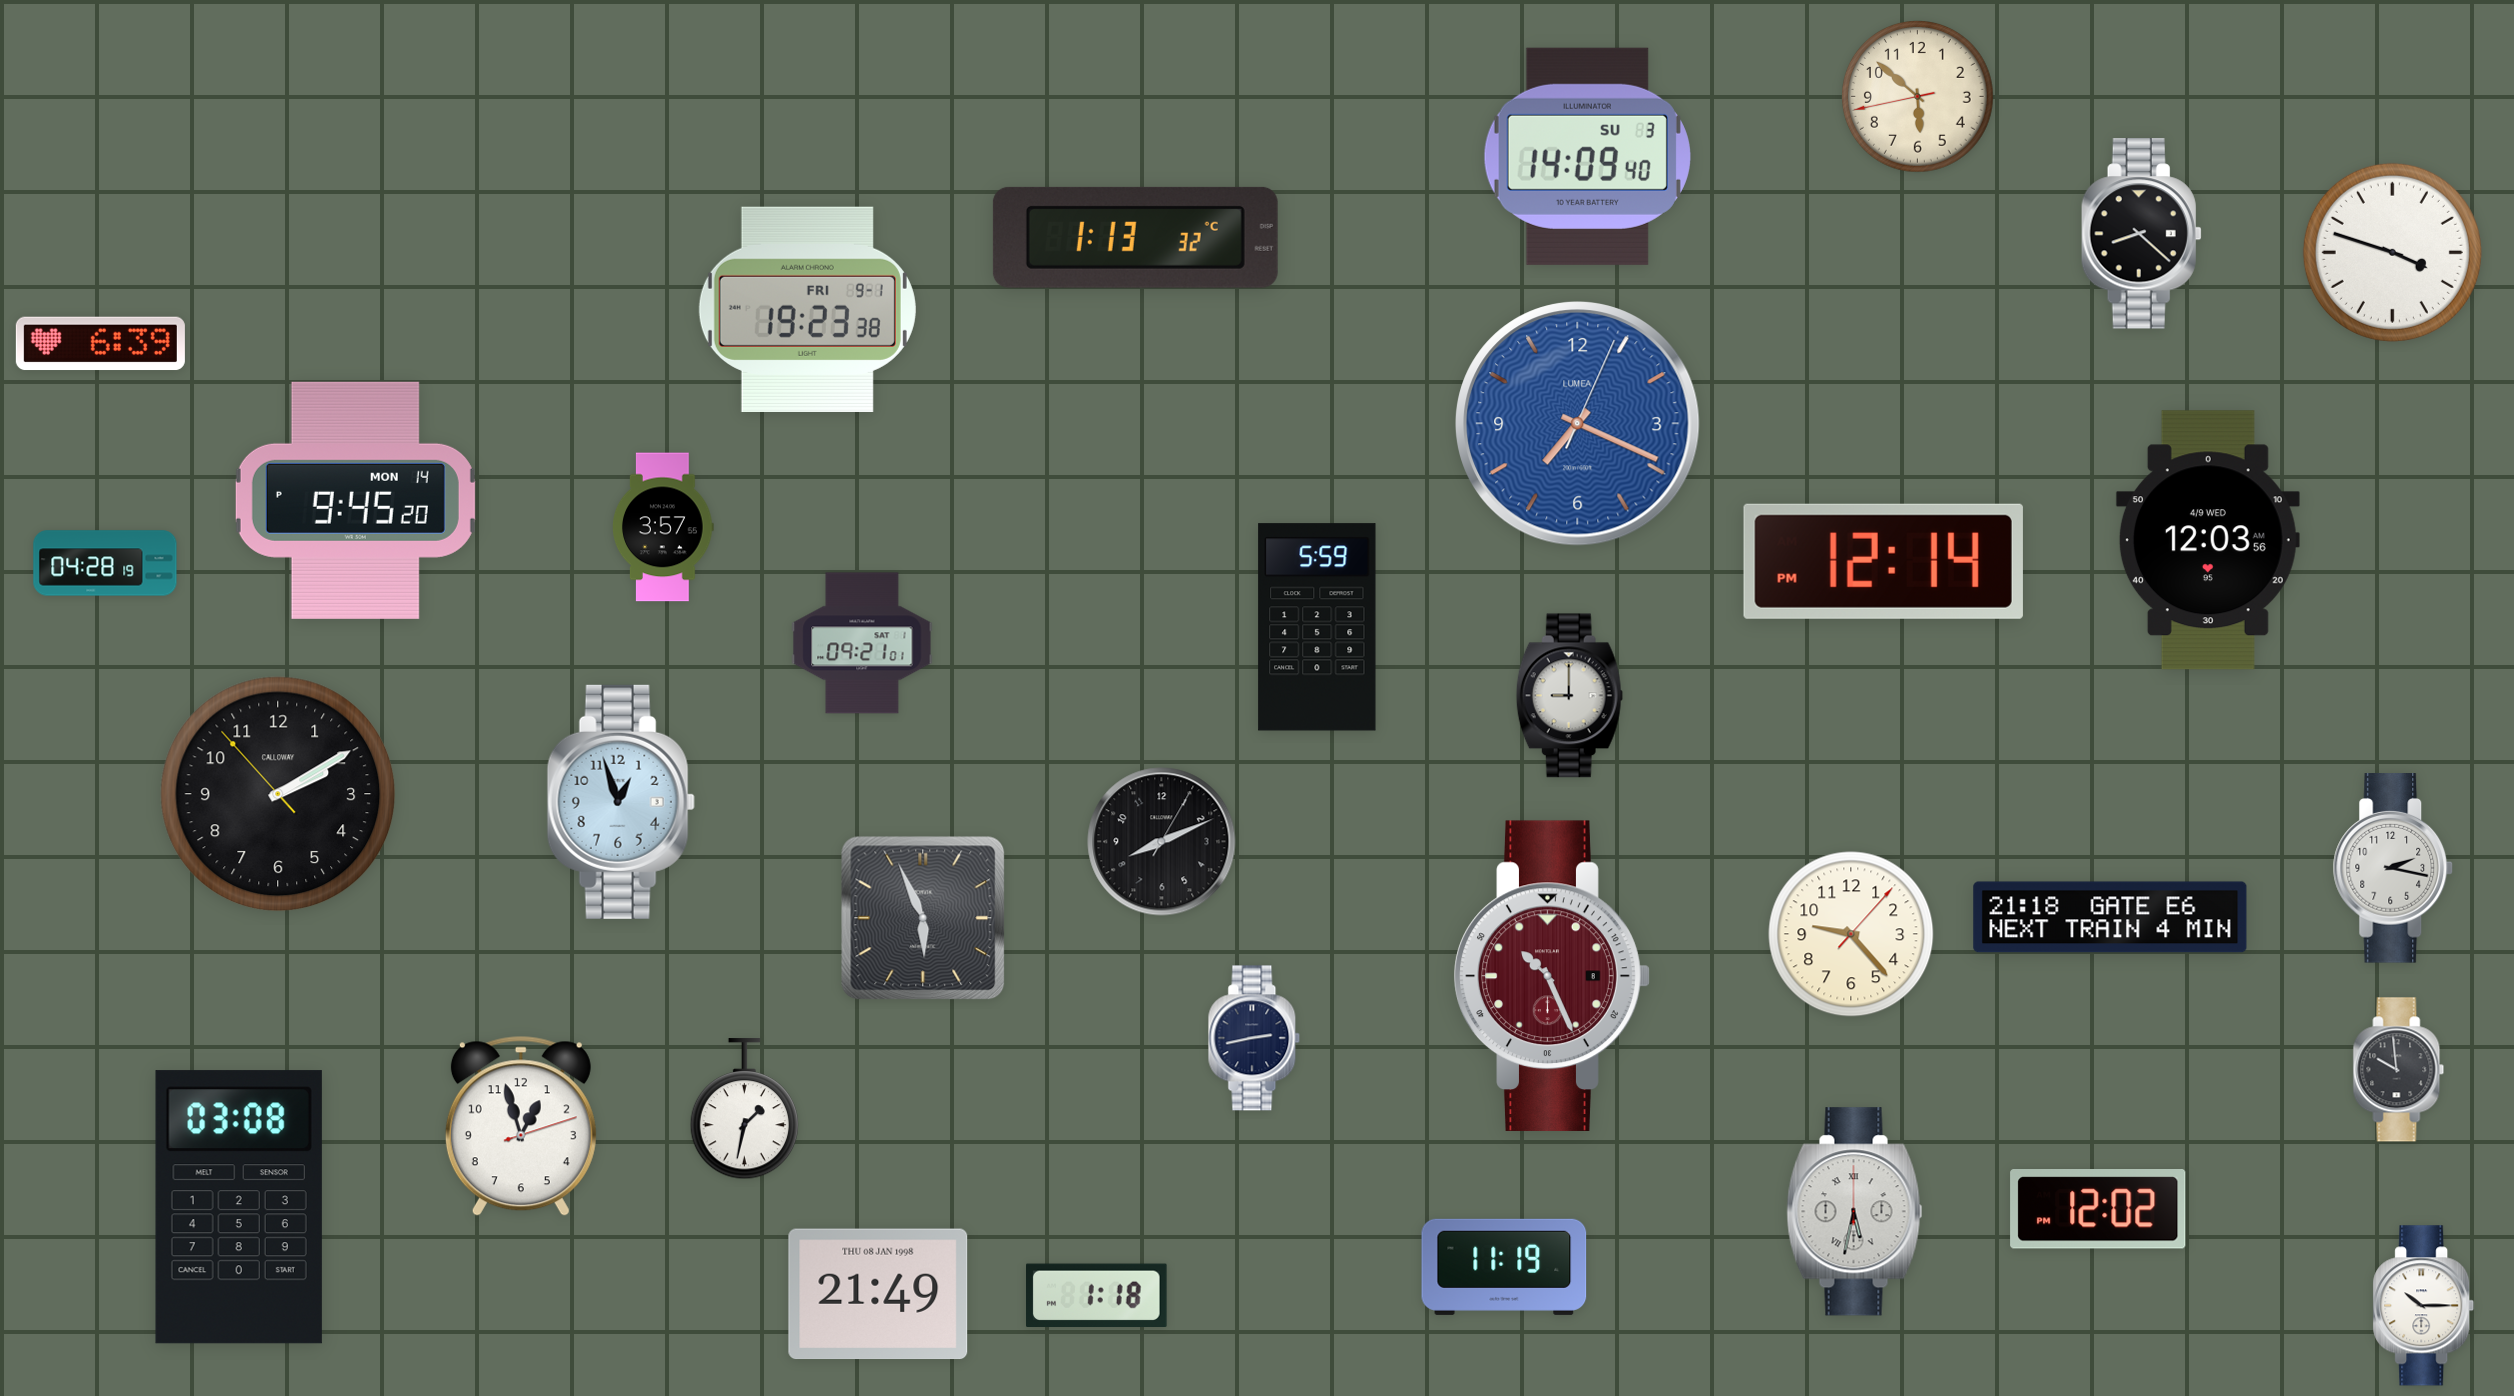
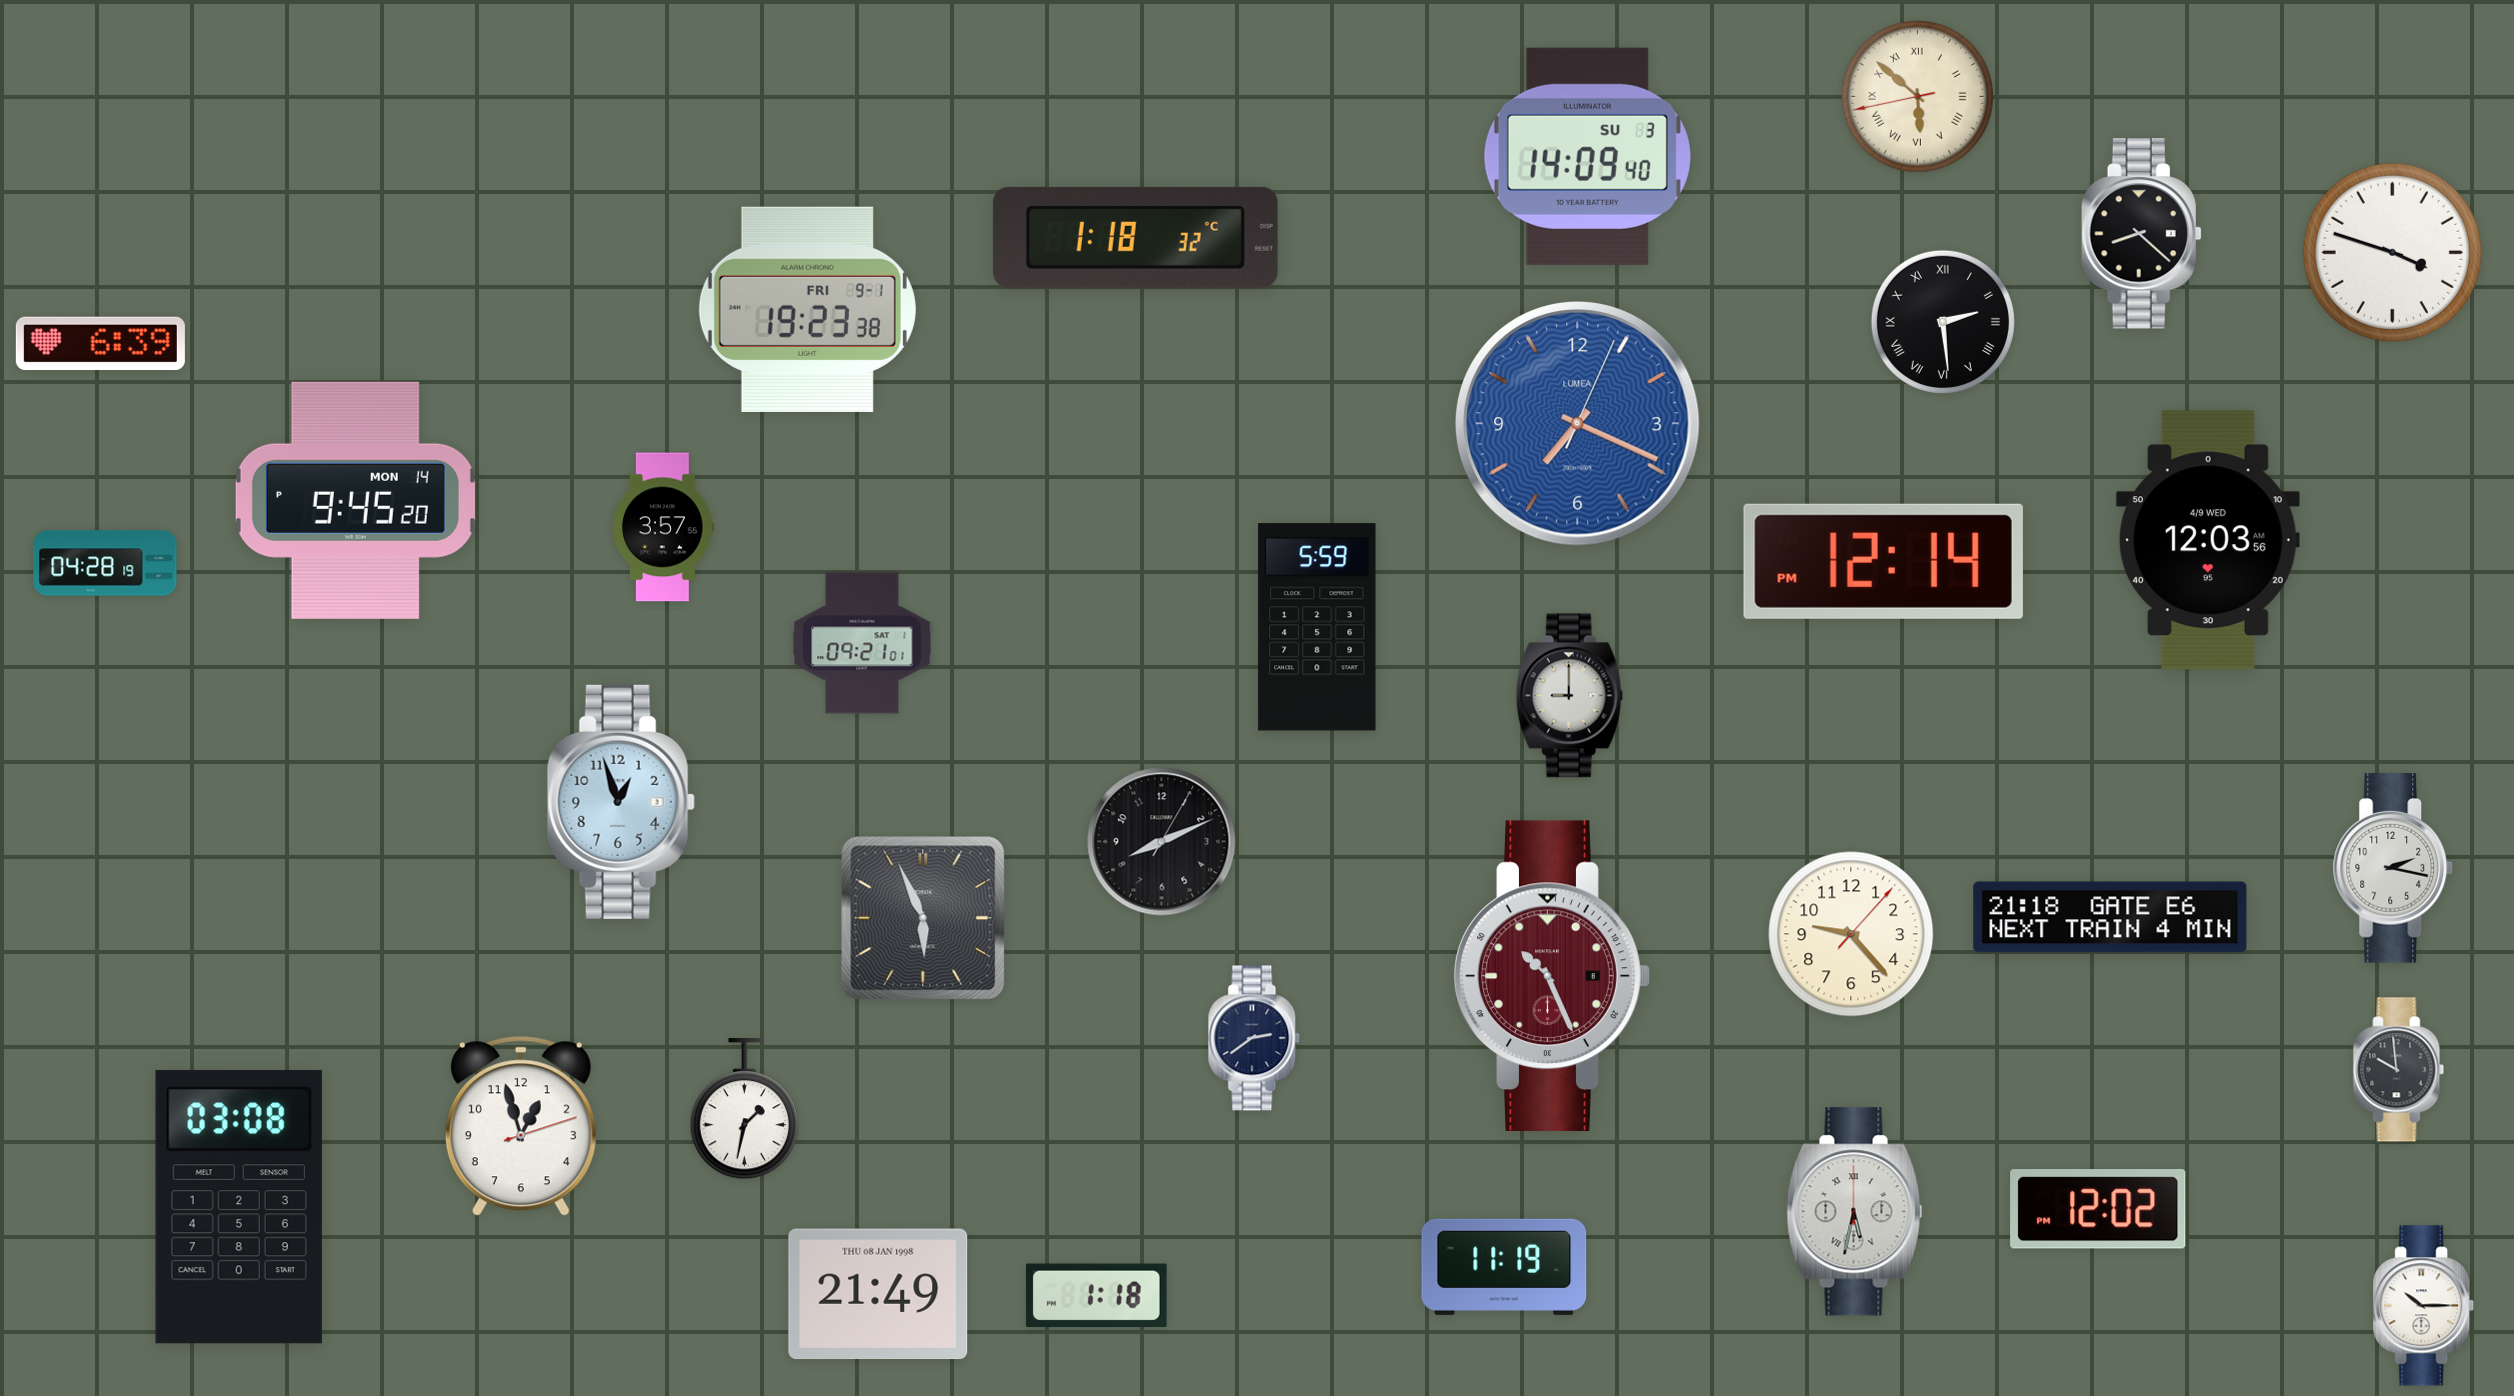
clock at (1918, 97) numerals: Arabic -> Roman
clock at (1135, 237): 1:13 -> 1:18
clock at (1943, 322): none -> 2:29
clock at (278, 794): 2:09 -> none
clock at (1254, 1038): 2:43 -> 2:39
